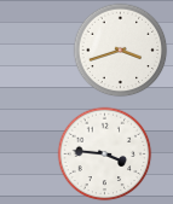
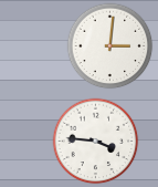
clock at (120, 49): 3:42 -> 3:01
